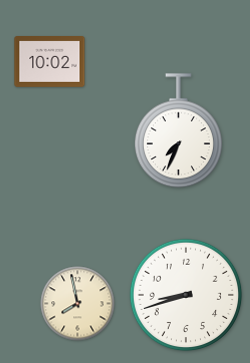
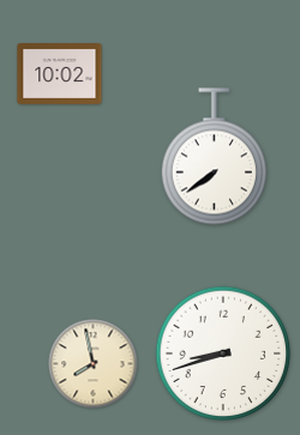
clock at (178, 131): 7:34 -> 7:39
